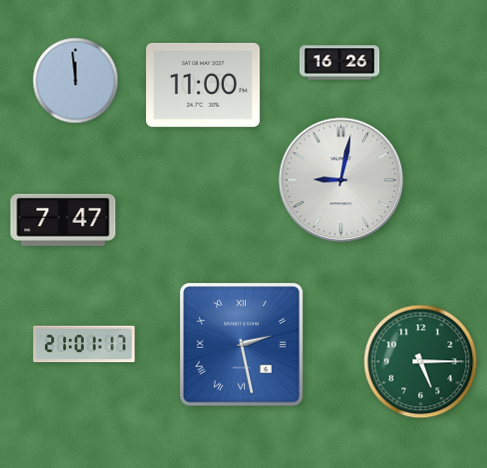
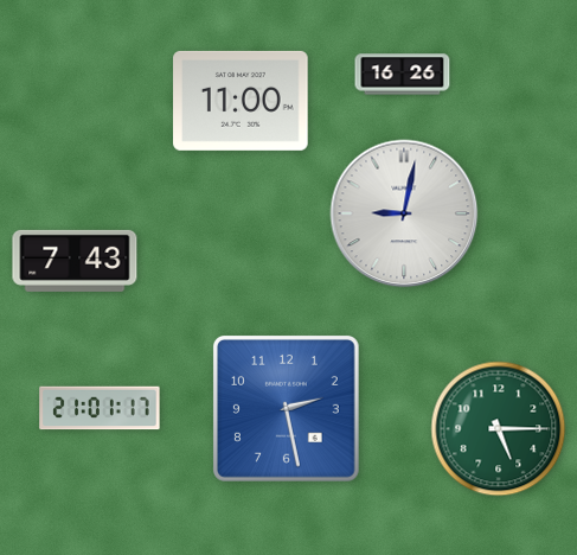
clock at (76, 81): 11:59 -> none
clock at (63, 220): 7:47 -> 7:43
clock at (241, 344) numerals: Roman -> Arabic
